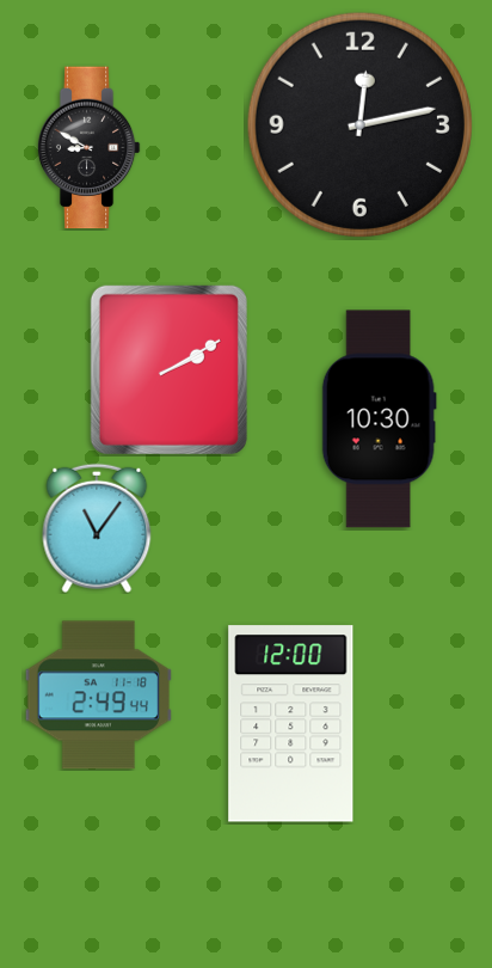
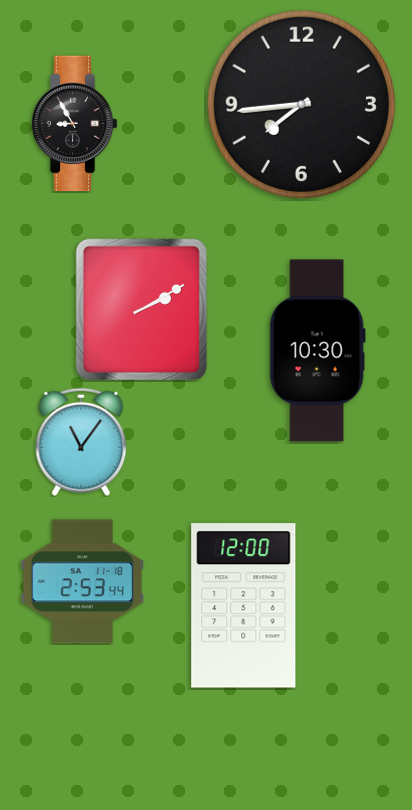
clock at (359, 124): 12:13 -> 7:44
clock at (88, 148): 8:50 -> 8:55
clock at (98, 696): 2:49 -> 2:53
